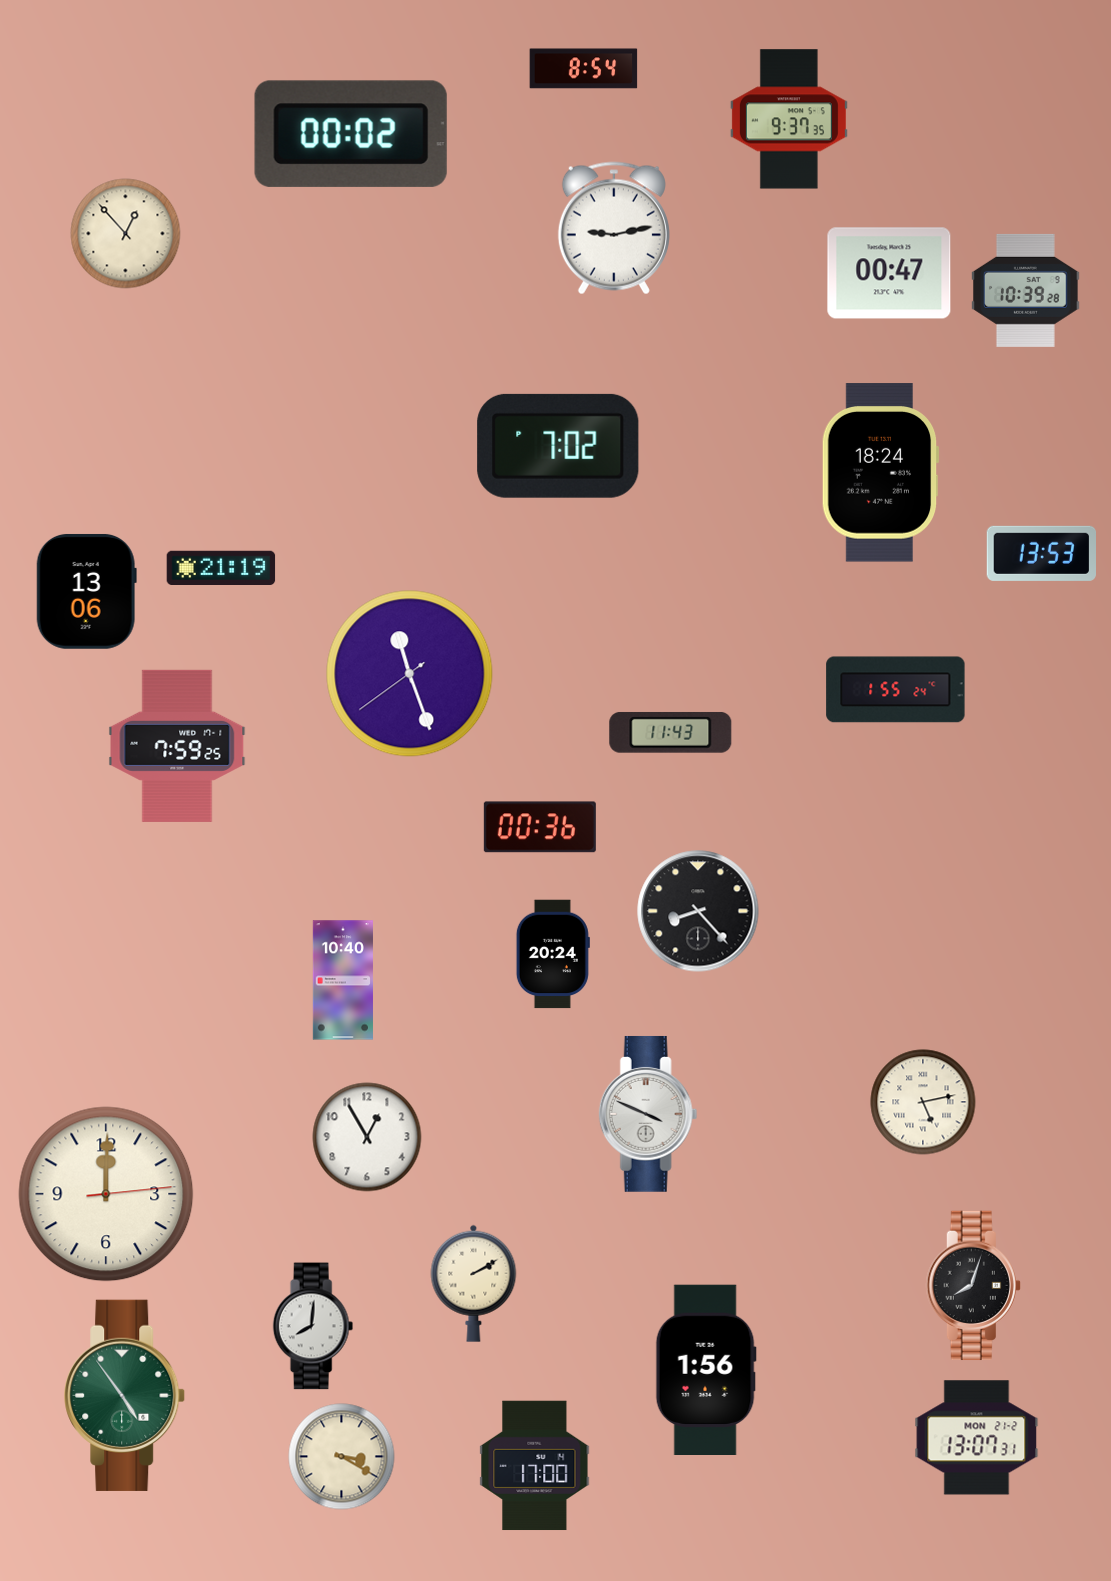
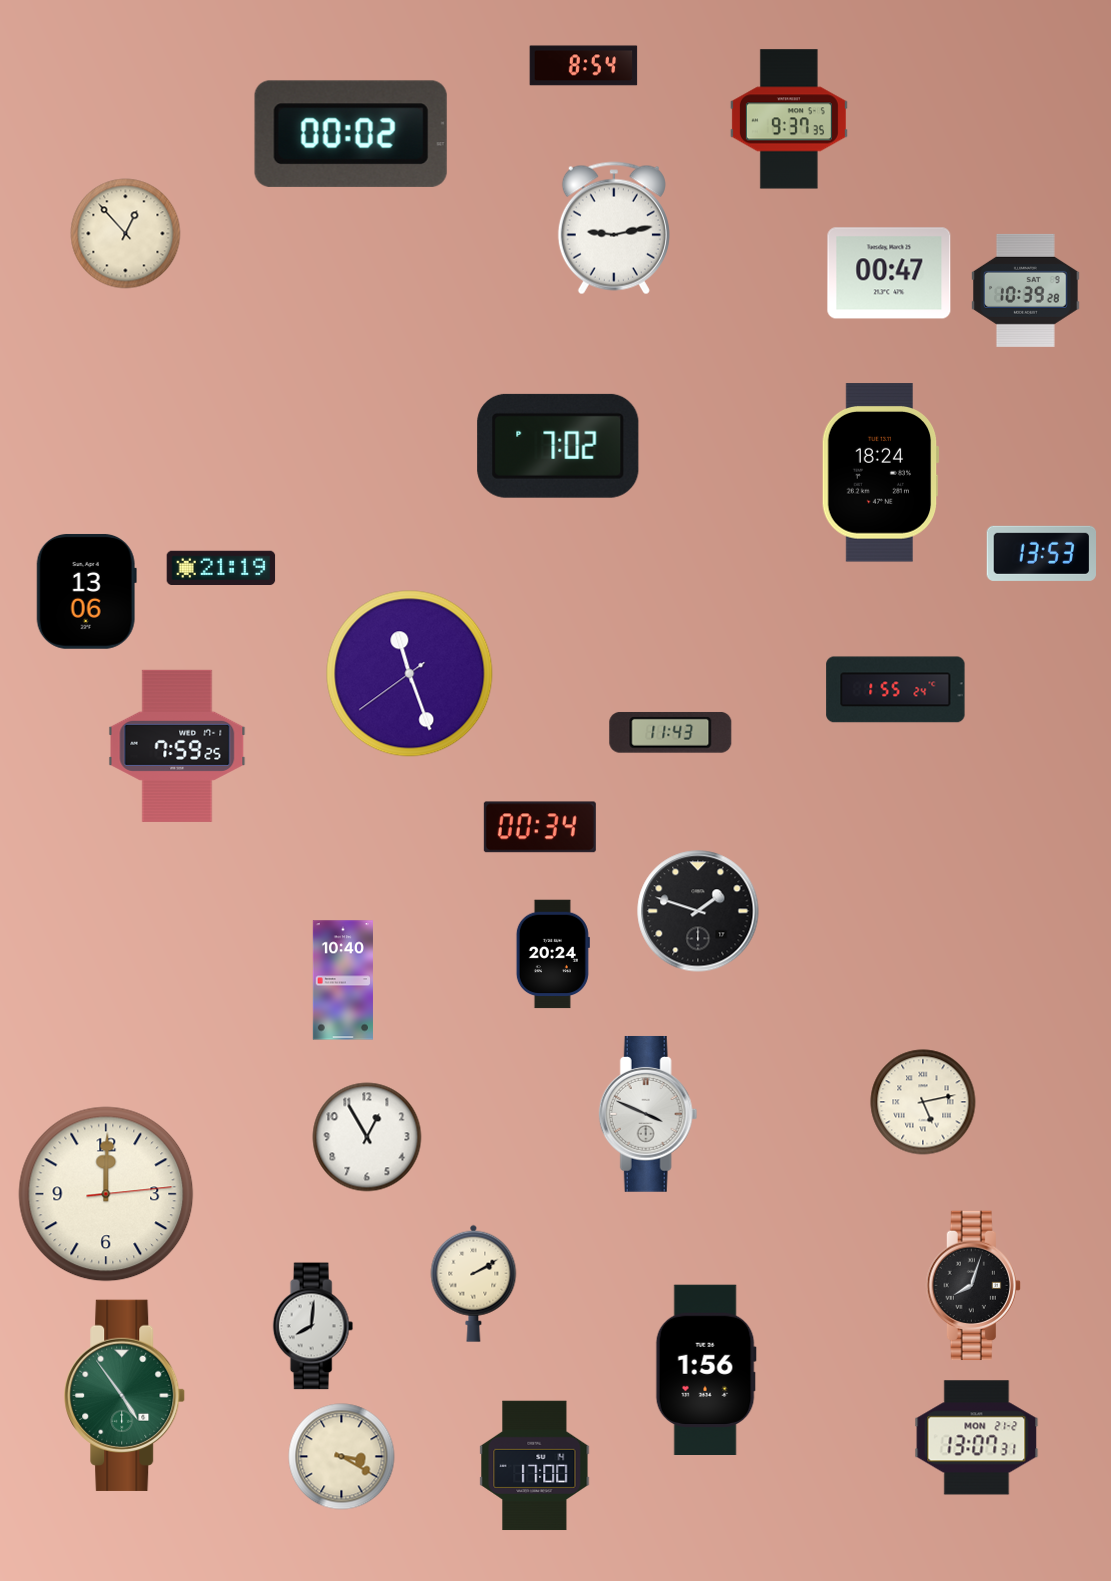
clock at (584, 69) position: (584, 69) -> (584, 66)
clock at (540, 827): 00:36 -> 00:34
clock at (698, 911): 8:23 -> 1:48
